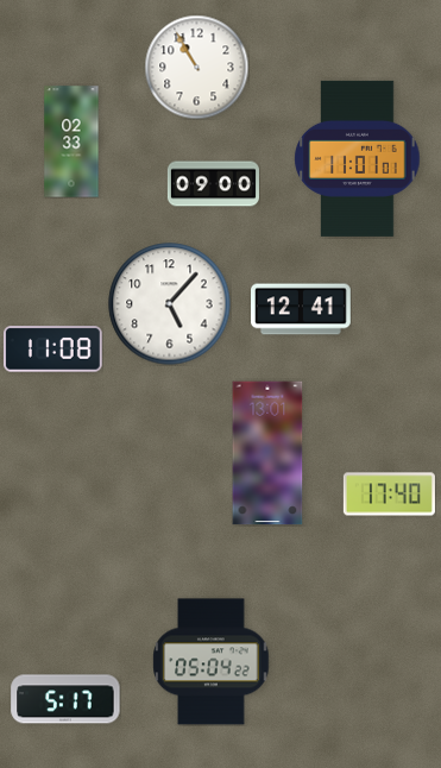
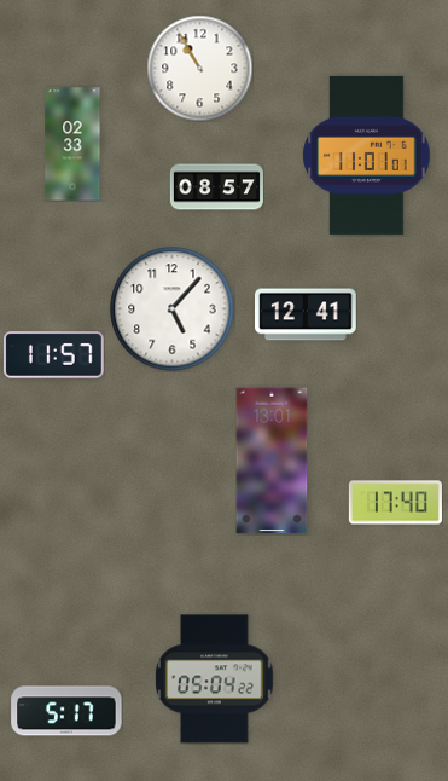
clock at (358, 158) position: (358, 158) -> (367, 155)
clock at (213, 184): 09:00 -> 08:57
clock at (52, 350): 11:08 -> 11:57
clock at (212, 662) position: (212, 662) -> (215, 679)
